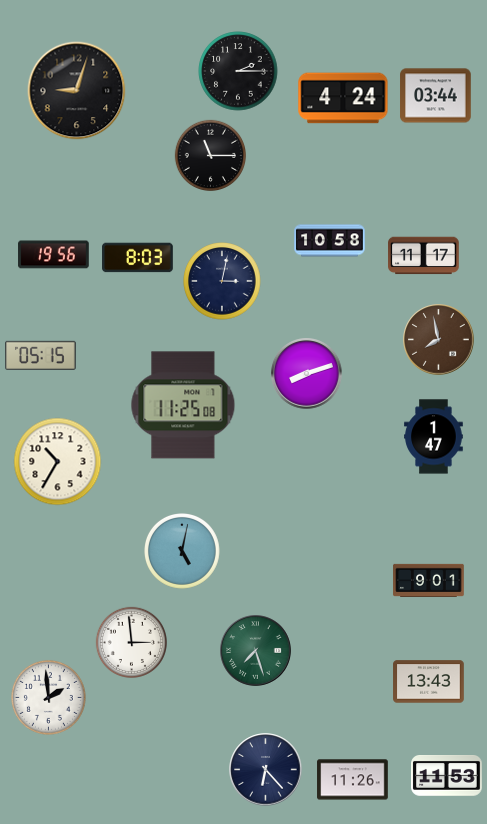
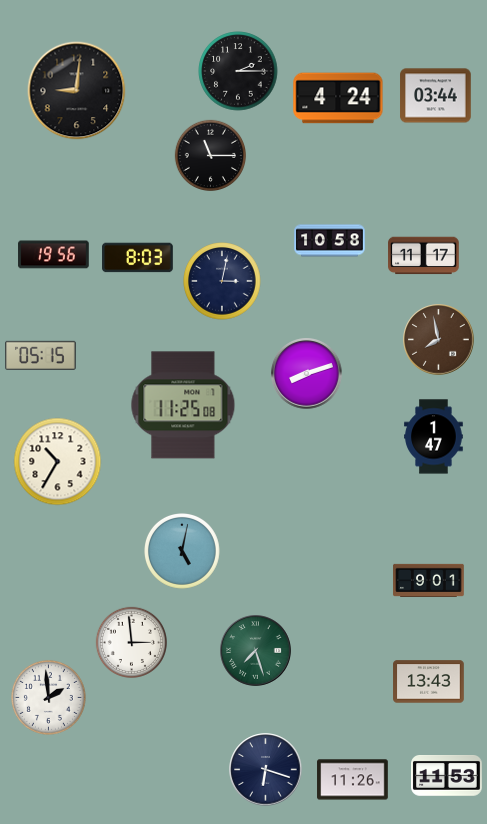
clock at (77, 91): 9:03 -> 9:01
clock at (343, 98) position: (343, 98) -> (338, 98)
clock at (266, 770): 6:23 -> 6:18
